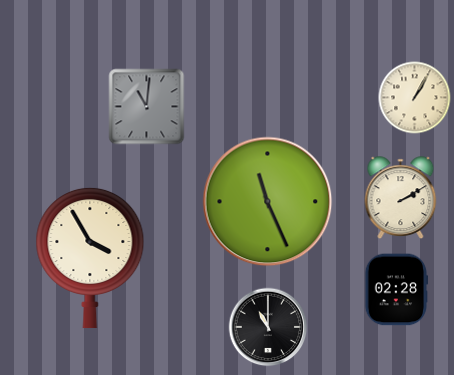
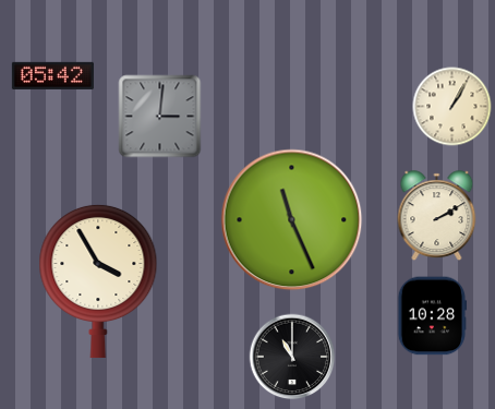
clock at (52, 75): none -> 05:42
clock at (147, 107): 11:01 -> 3:01
clock at (397, 290): 02:28 -> 10:28
